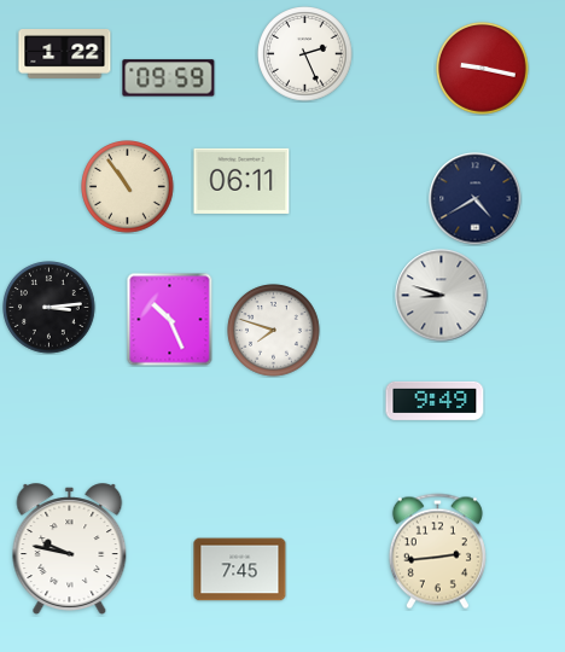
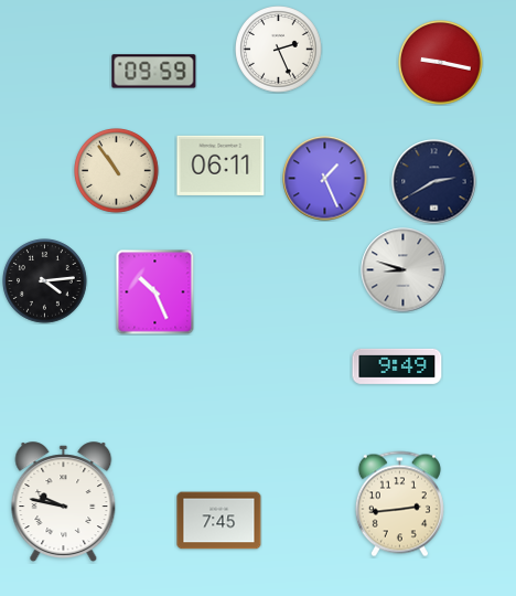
clock at (65, 54): 1:22 -> none
clock at (325, 179): none -> 1:26
clock at (476, 199): 4:40 -> 2:40
clock at (49, 308): 3:14 -> 4:14
clock at (274, 331): 7:48 -> none
